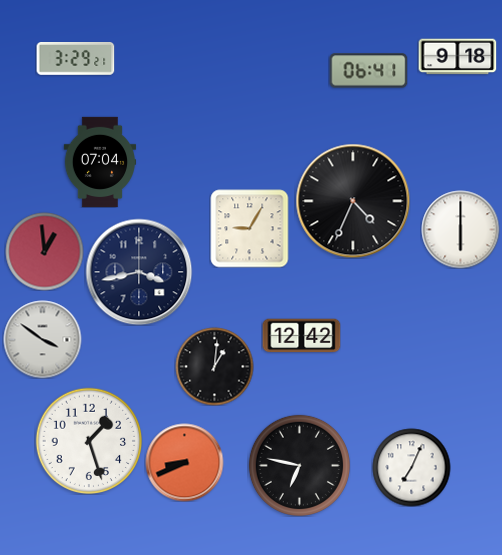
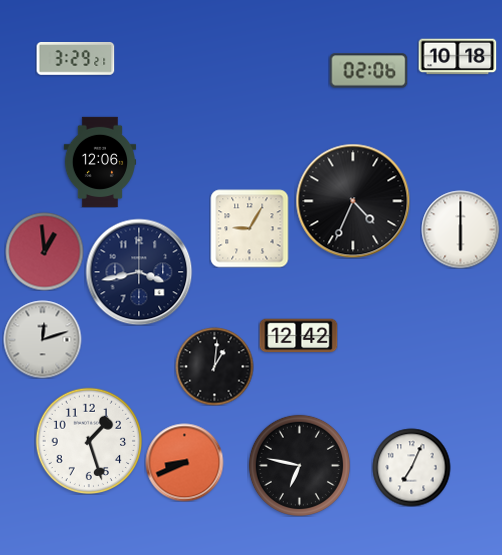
clock at (457, 57): 9:18 -> 10:18
clock at (368, 71): 06:41 -> 02:06
clock at (100, 162): 07:04 -> 12:06
clock at (301, 336) position: (301, 336) -> (298, 336)
clock at (42, 339): 3:51 -> 12:12
